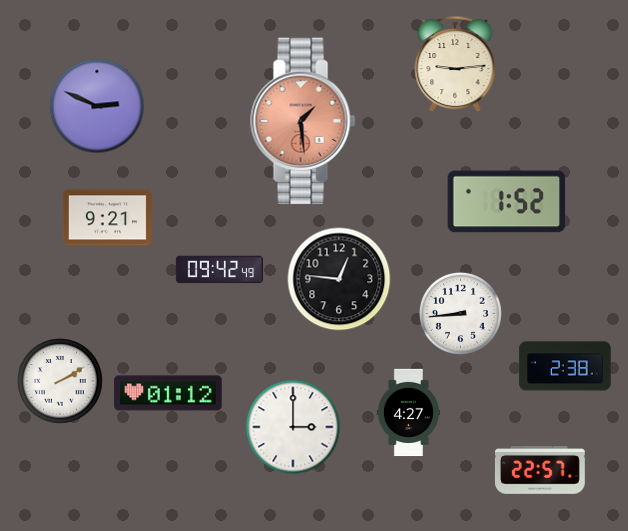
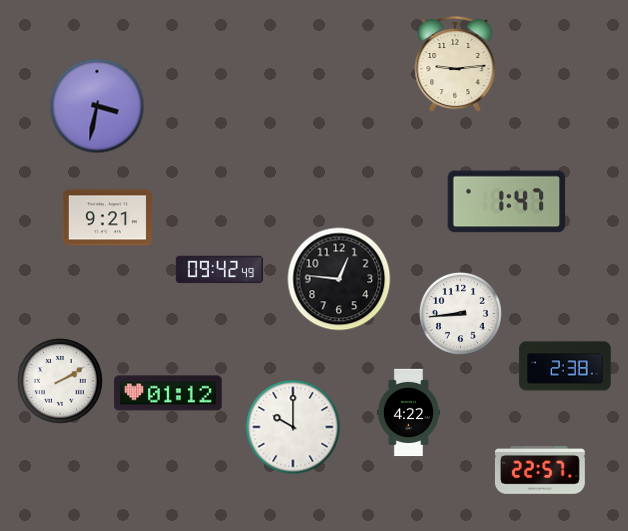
clock at (97, 106): 2:49 -> 3:32
clock at (303, 121): 1:29 -> none
clock at (507, 202): 1:52 -> 1:47
clock at (408, 413): 4:27 -> 4:22
clock at (293, 427): 3:00 -> 10:00
